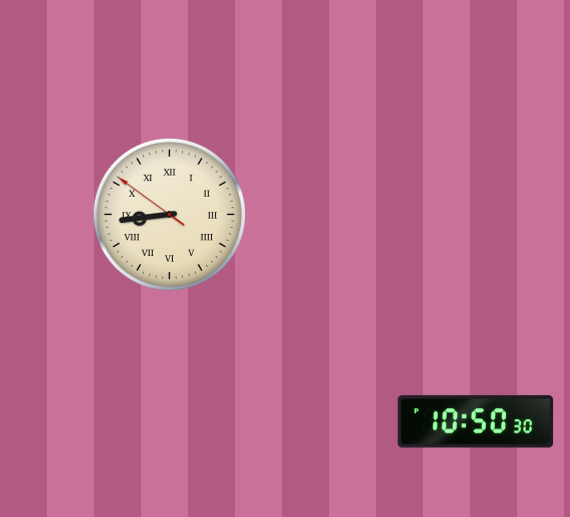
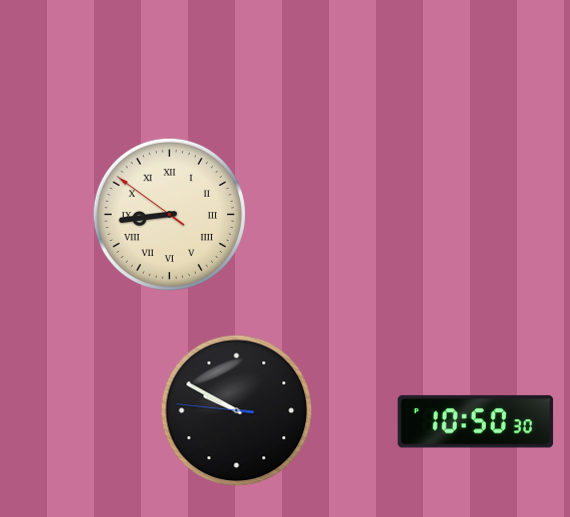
clock at (237, 411): none -> 9:49
